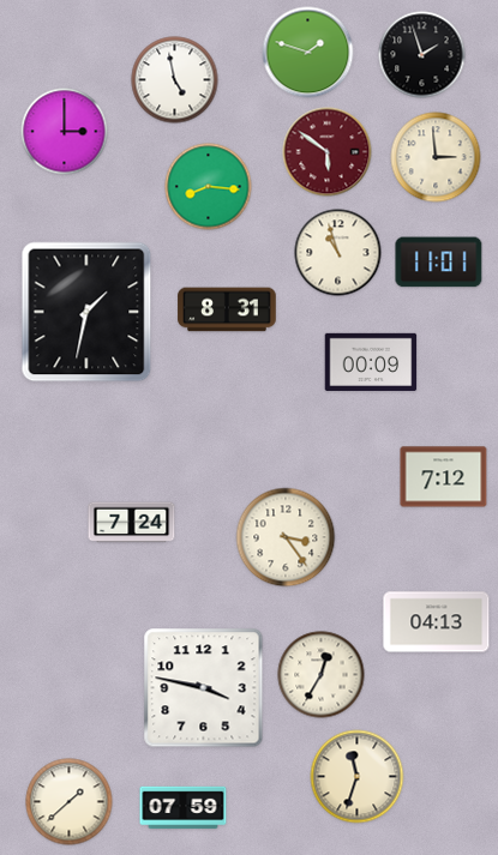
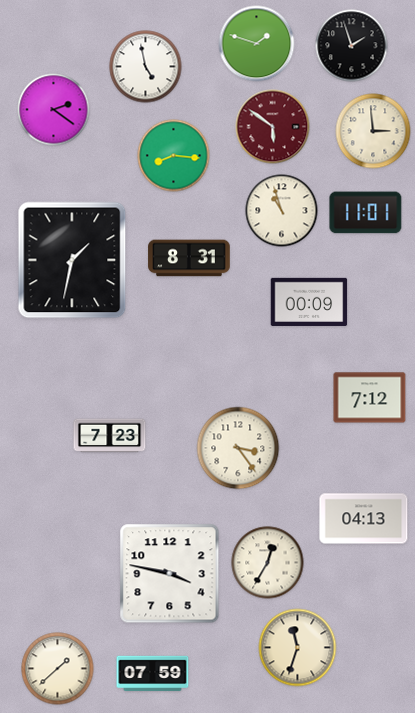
clock at (65, 132): 3:00 -> 2:21
clock at (436, 157) position: (436, 157) -> (373, 131)
clock at (439, 263) position: (439, 263) -> (366, 213)
clock at (132, 523): 7:24 -> 7:23
